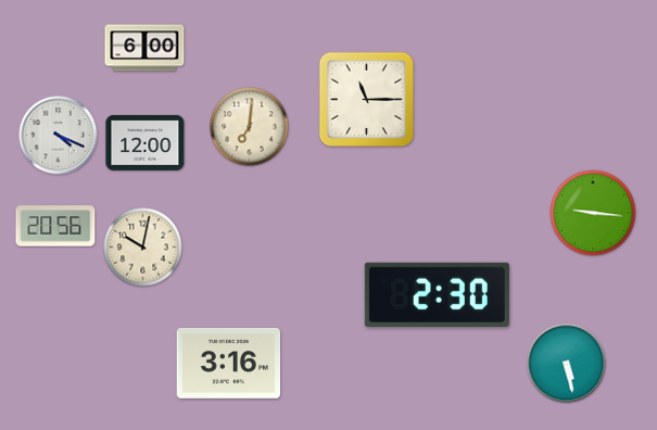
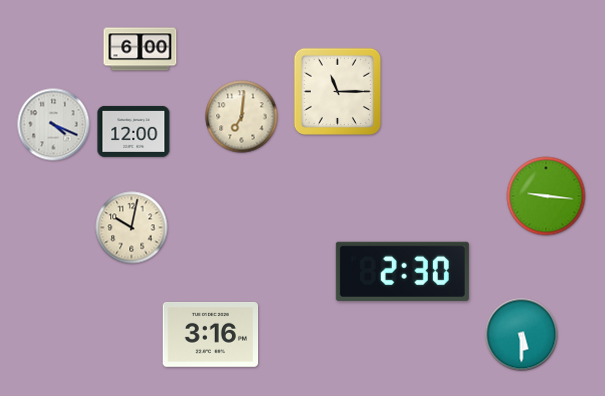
clock at (144, 48) position: (144, 48) -> (140, 49)
clock at (250, 127) position: (250, 127) -> (242, 117)
clock at (55, 226): 20:56 -> none
clock at (567, 364): 5:28 -> 5:30
